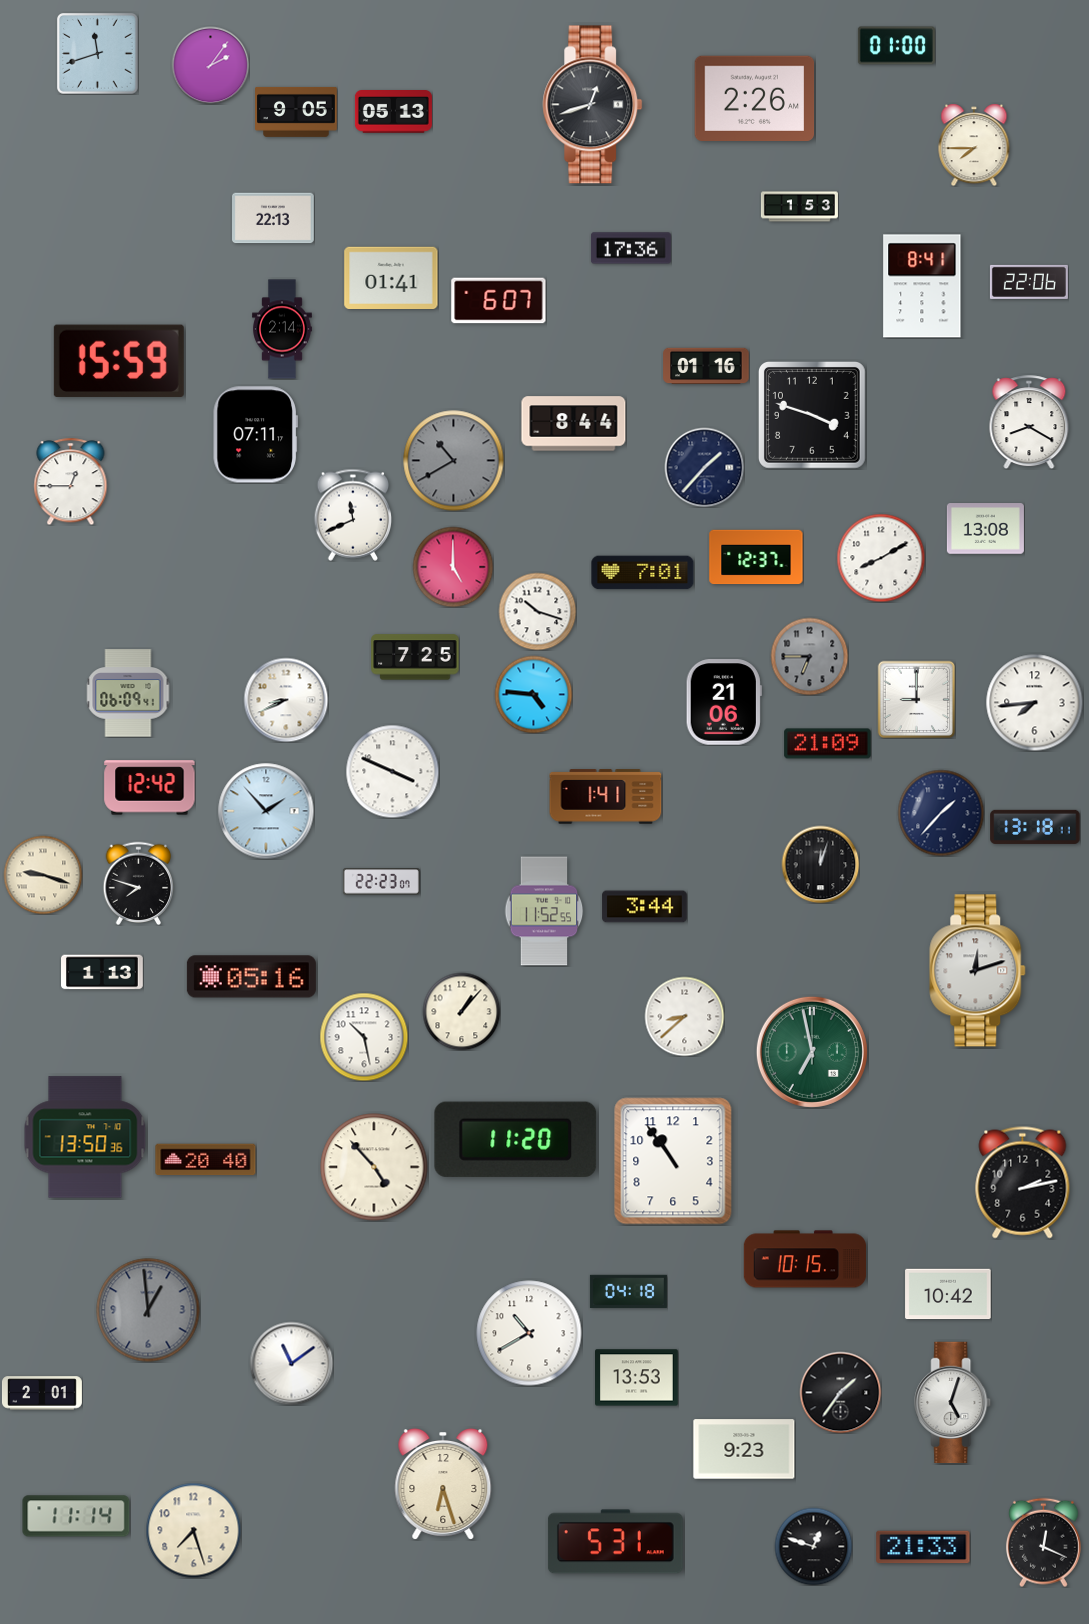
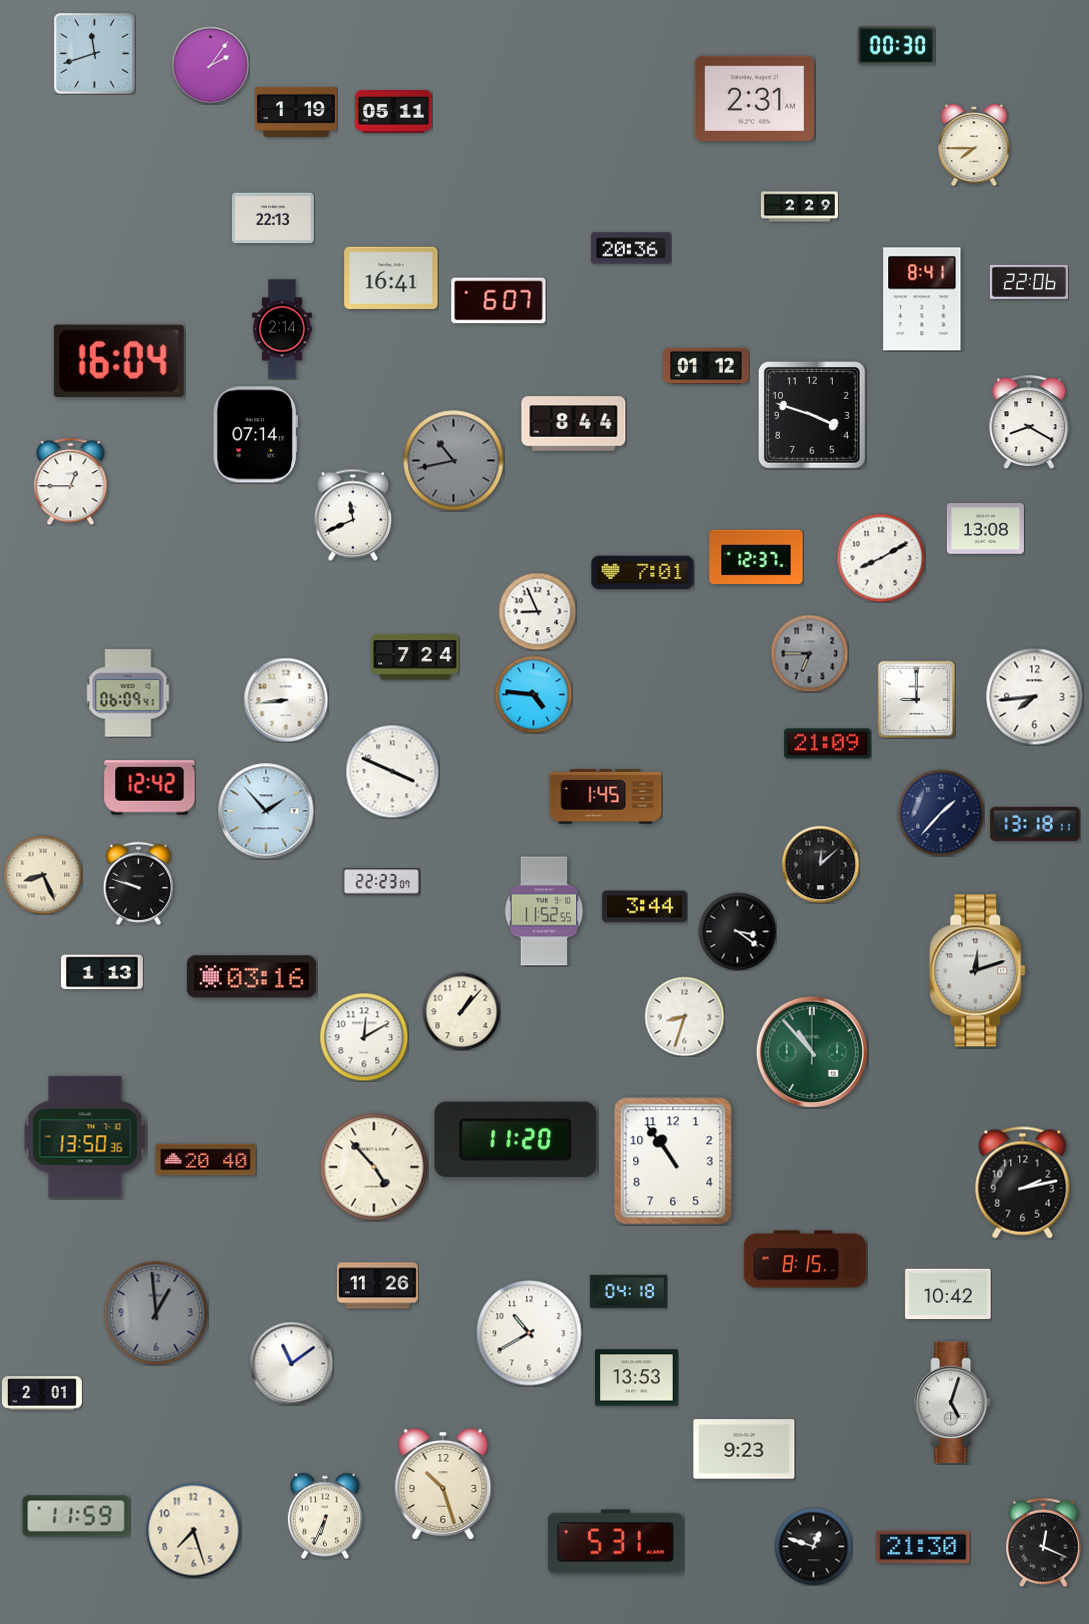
clock at (896, 46): 01:00 -> 00:30
clock at (98, 54) position: (98, 54) -> (95, 54)
clock at (755, 98): 2:26 -> 2:31
clock at (593, 105): 12:42 -> none
clock at (297, 112): 9:05 -> 1:19
clock at (393, 112): 05:13 -> 05:11
clock at (799, 207): 1:53 -> 2:29
clock at (631, 248): 17:36 -> 20:36
clock at (391, 277): 01:41 -> 16:41
clock at (922, 286) position: (922, 286) -> (922, 299)
clock at (119, 361): 15:59 -> 16:04
clock at (706, 366): 01:16 -> 01:12
clock at (255, 435): 07:11 -> 07:14
clock at (454, 461): 10:40 -> 10:43
clock at (704, 467): 1:37 -> none
clock at (453, 567): 5:00 -> none
clock at (537, 611): 10:18 -> 8:56
clock at (809, 656) position: (809, 656) -> (809, 653)
clock at (415, 657): 7:25 -> 7:24
clock at (286, 700): 8:41 -> 8:44
clock at (724, 702): 21:06 -> none
clock at (1034, 702) position: (1034, 702) -> (1034, 696)
clock at (606, 797): 1:41 -> 1:45
clock at (1035, 827) position: (1035, 827) -> (1035, 824)
clock at (820, 864): 12:03 -> 12:08
clock at (43, 875): 9:18 -> 8:26
clock at (139, 883): 7:48 -> 9:48
clock at (737, 931): none -> 3:21
clock at (251, 977): 05:16 -> 03:16
clock at (684, 1016): 8:38 -> 8:33
clock at (364, 1037): 10:28 -> 12:10
clock at (812, 1052): 6:58 -> 10:53
clock at (805, 1259): 10:15 -> 8:15
clock at (378, 1286): none -> 11:26
clock at (148, 1310) position: (148, 1310) -> (156, 1313)
clock at (840, 1392): 1:36 -> none
clock at (443, 1485): 6:27 -> 10:27
clock at (76, 1516): 11:14 -> 11:59
clock at (325, 1516): none -> 6:34
clock at (923, 1547): 21:33 -> 21:30
